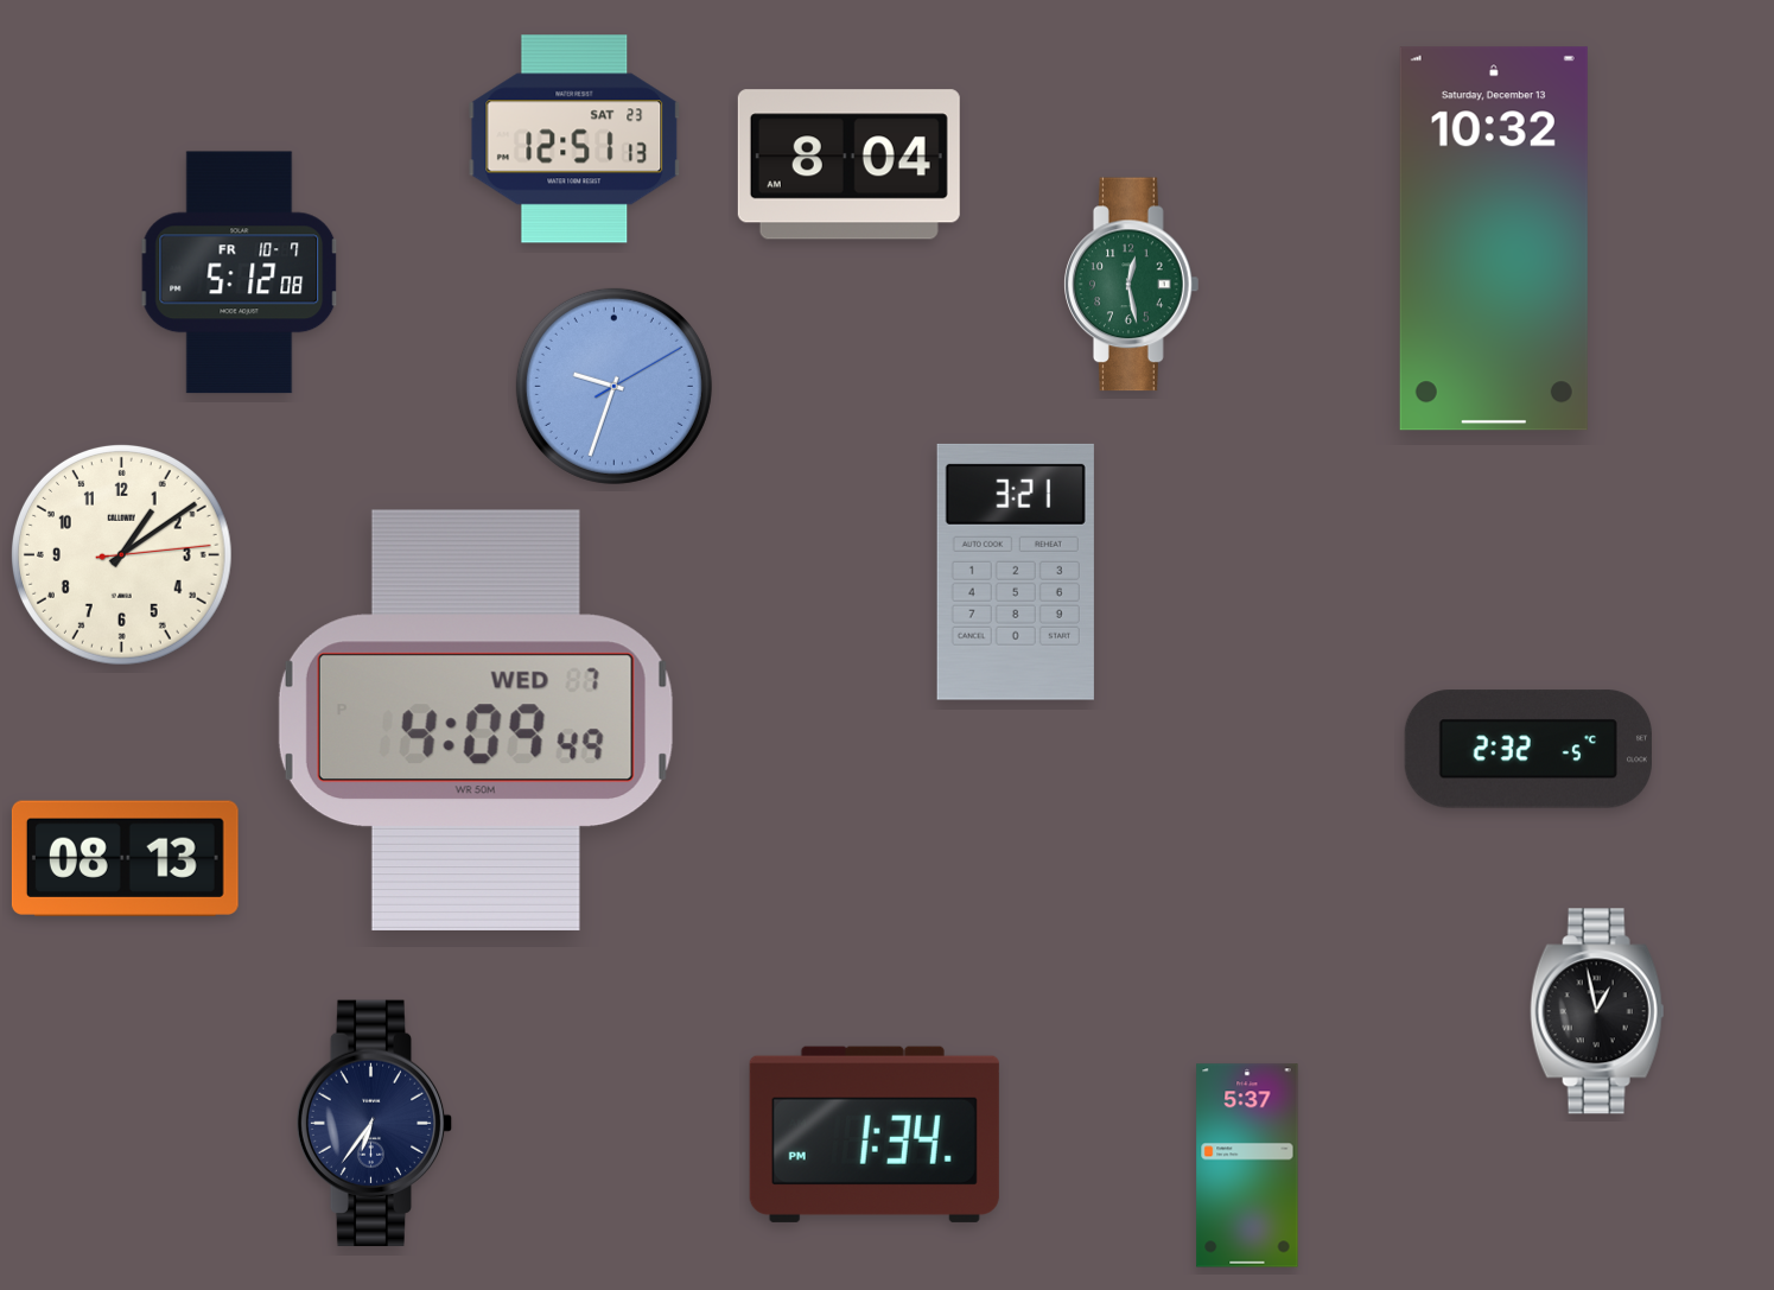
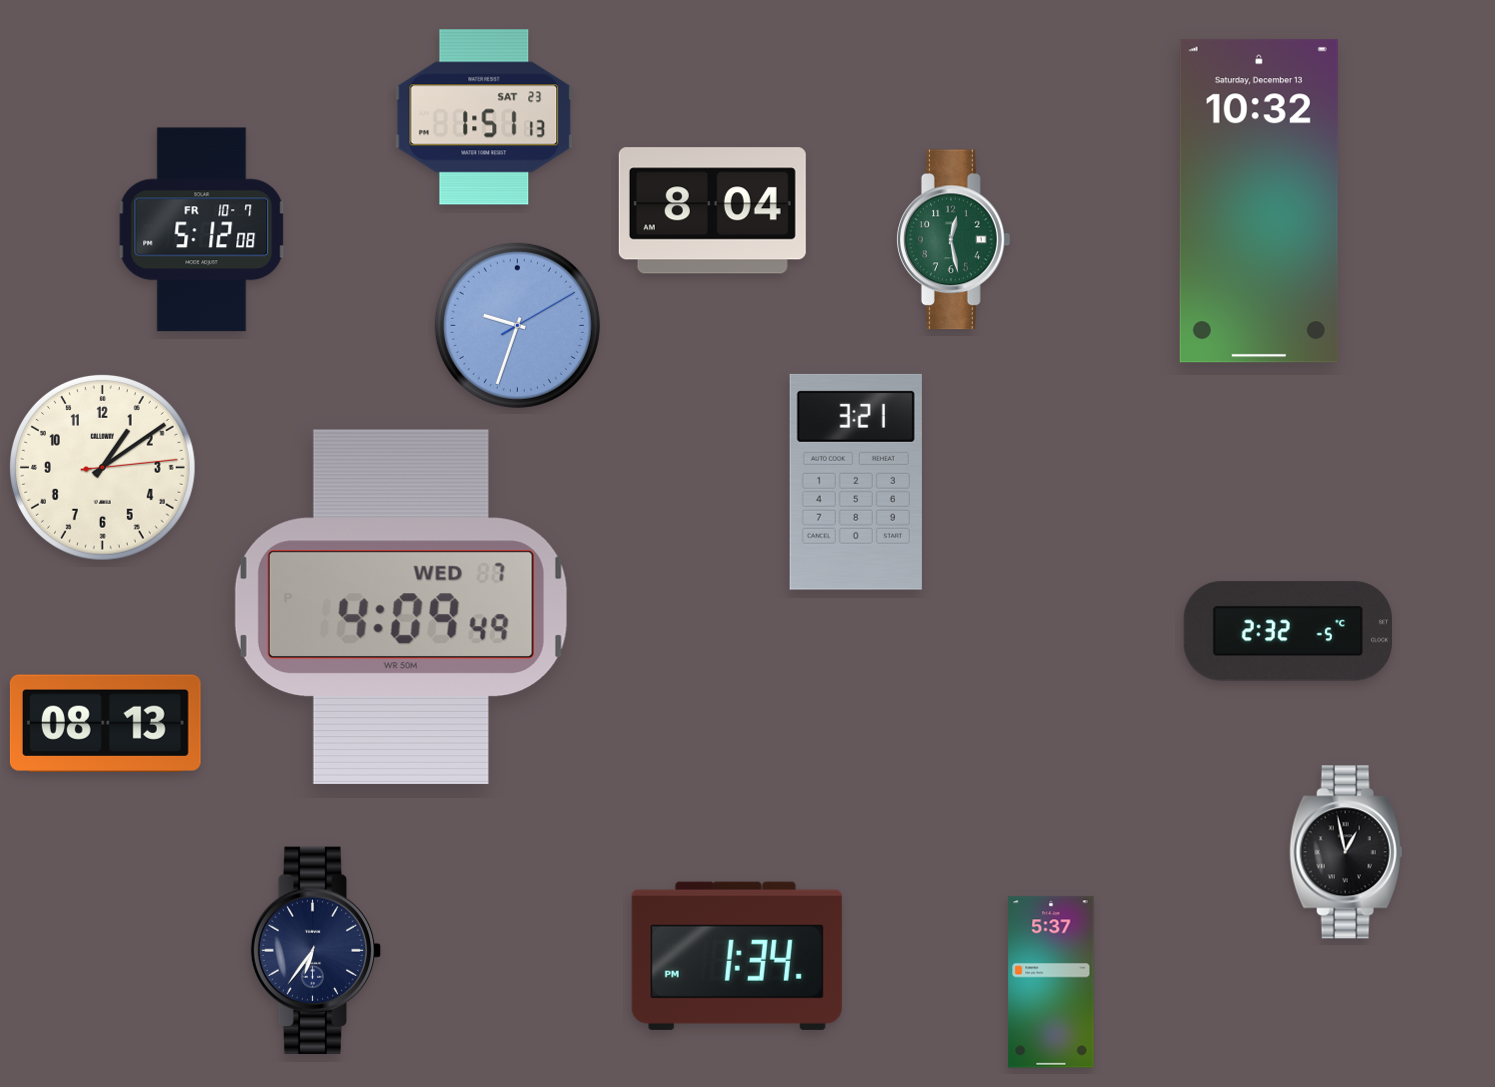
clock at (574, 139): 12:51 -> 1:51
clock at (848, 165) position: (848, 165) -> (712, 211)
clock at (375, 1123) position: (375, 1123) -> (316, 950)
